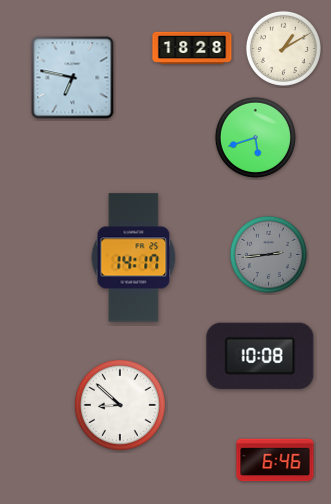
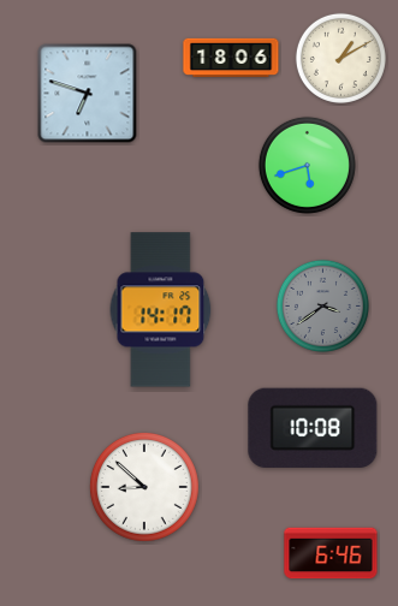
clock at (192, 48): 18:28 -> 18:06
clock at (73, 78): 6:47 -> 6:48
clock at (268, 254): 2:44 -> 3:39
